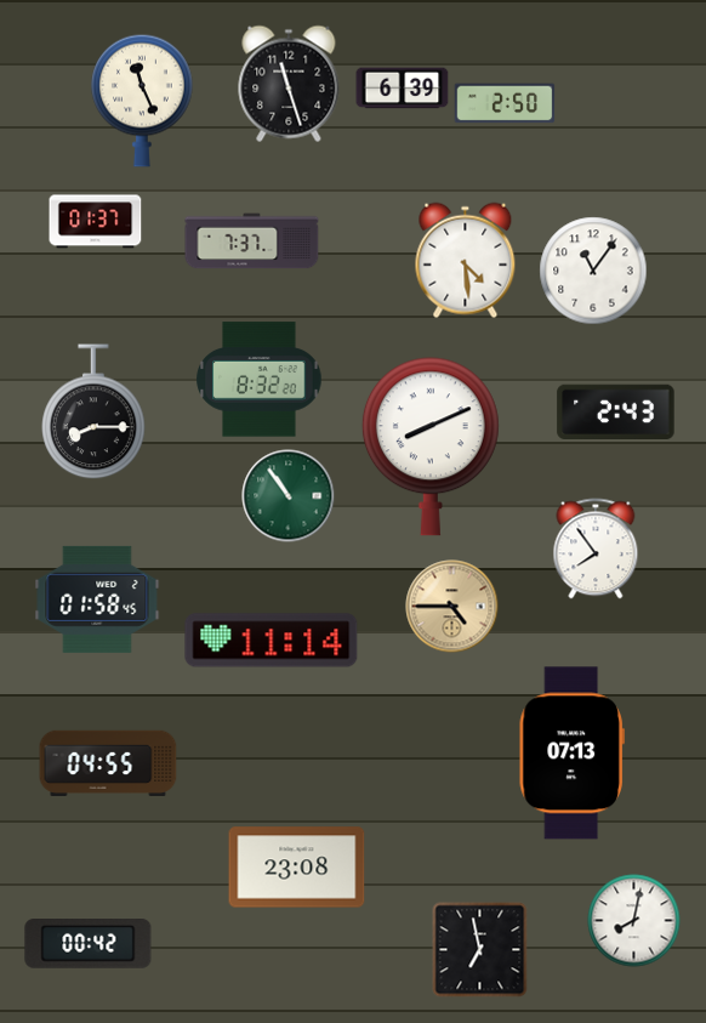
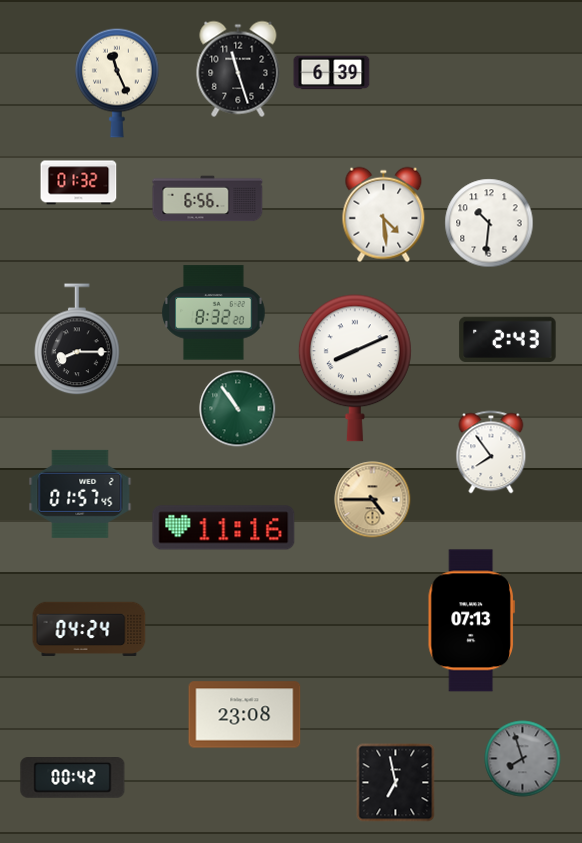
clock at (505, 103): 2:50 -> none
clock at (96, 222): 01:37 -> 01:32
clock at (252, 241): 7:37 -> 6:56
clock at (593, 271): 11:06 -> 10:31
clock at (97, 599): 01:58 -> 01:57
clock at (272, 641): 11:14 -> 11:16
clock at (108, 763): 04:55 -> 04:24
clock at (634, 921): 8:02 -> 7:57
clock at (634, 921) dial: white -> grey
